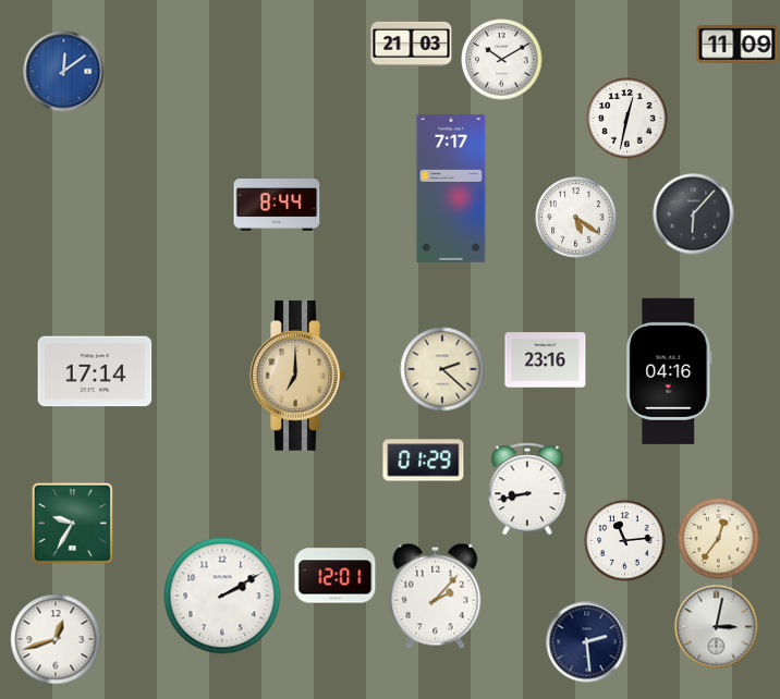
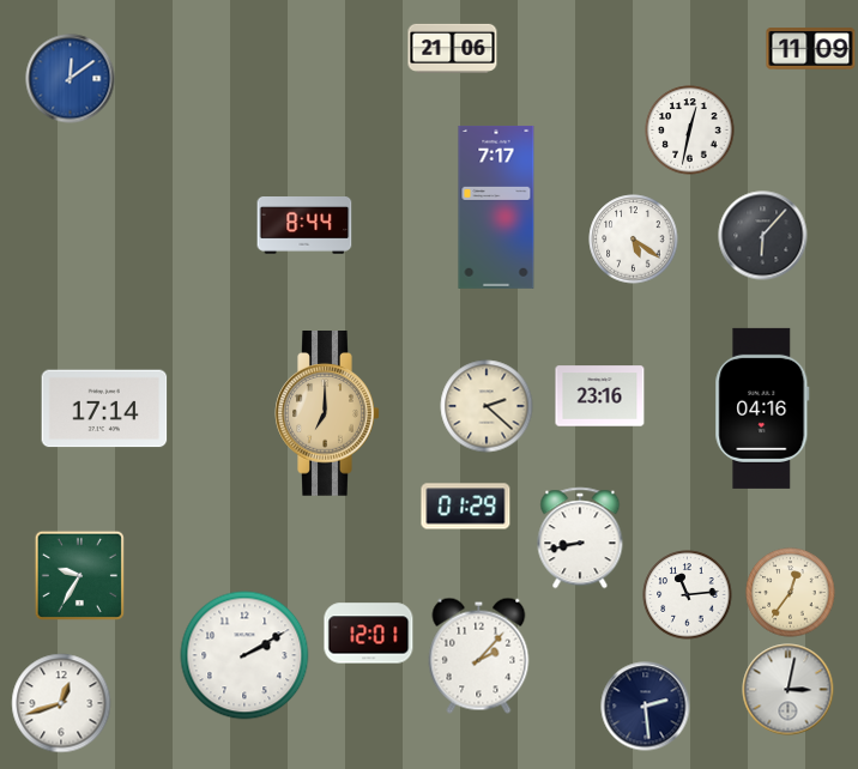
clock at (412, 44): 21:03 -> 21:06
clock at (502, 60): 10:10 -> none
clock at (669, 371) position: (669, 371) -> (762, 408)
